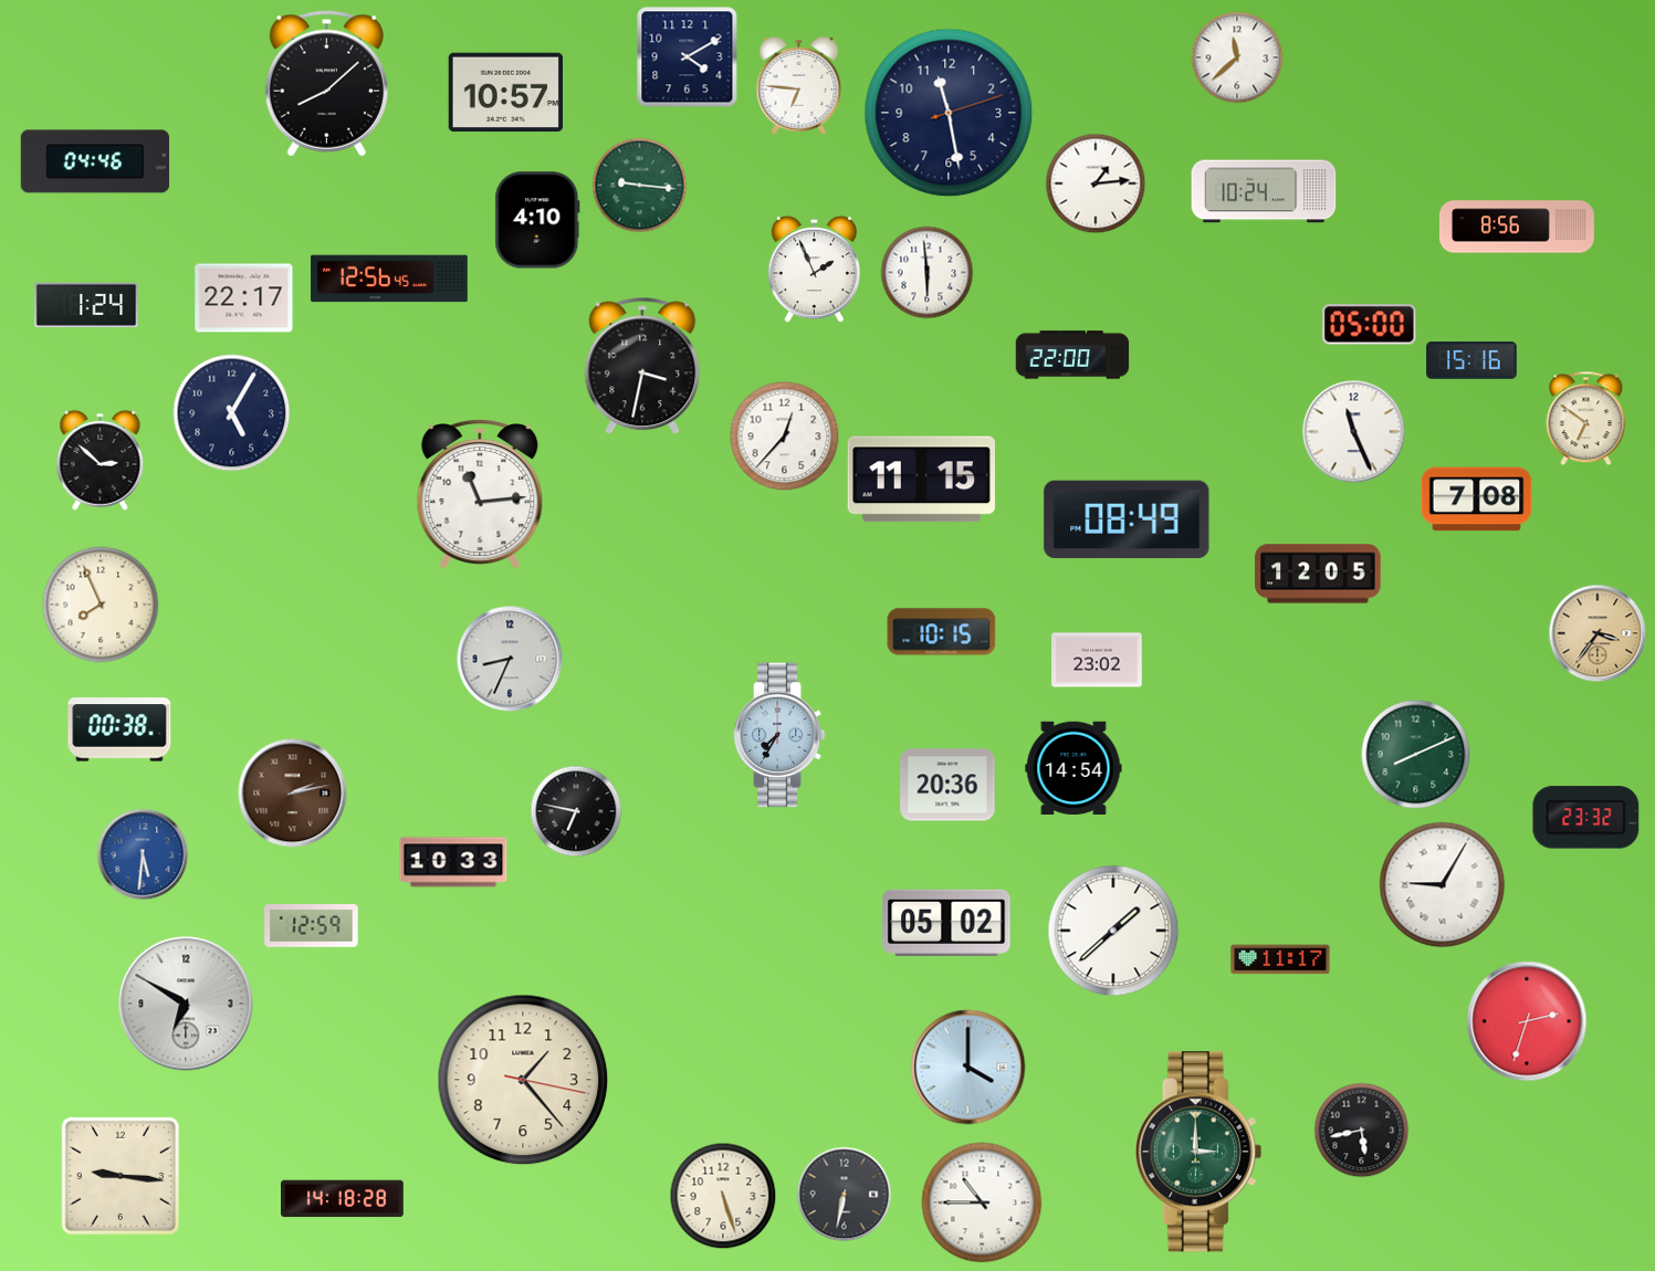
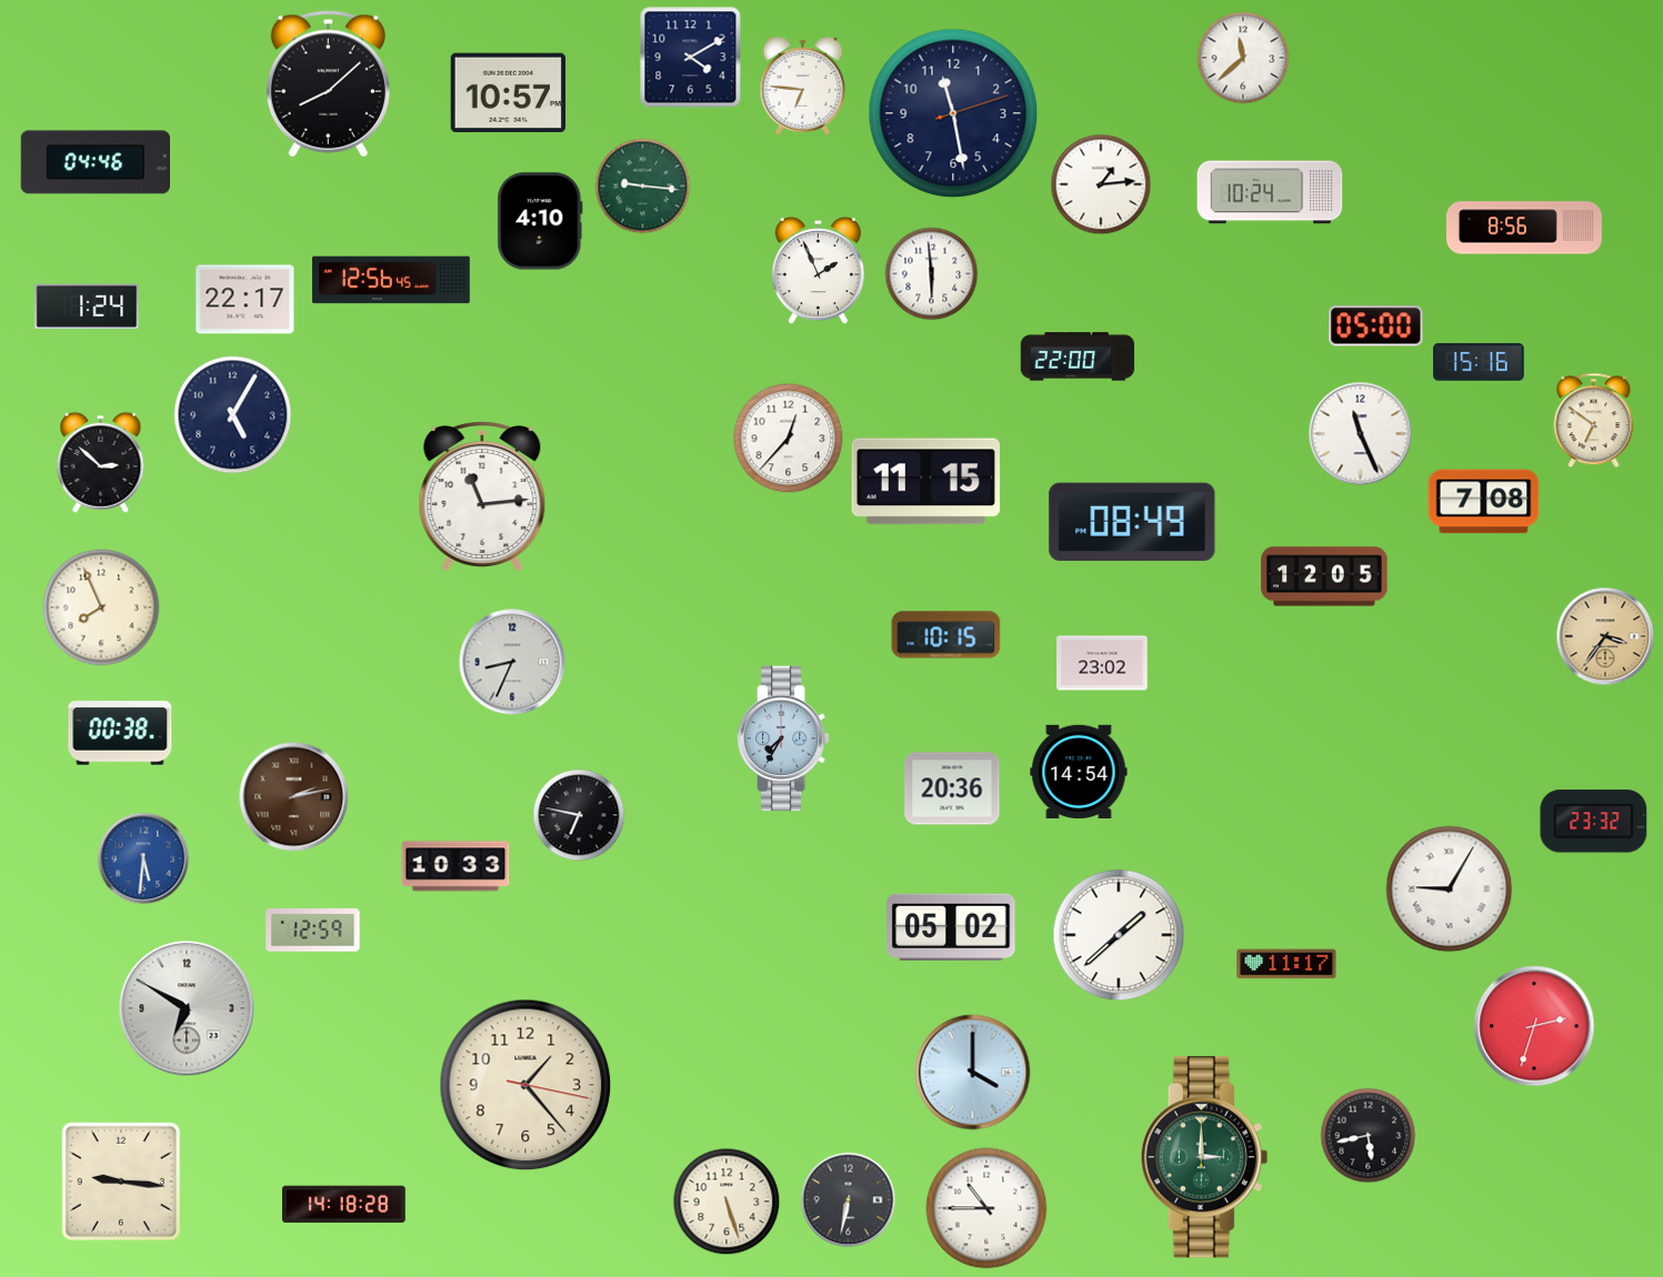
clock at (642, 366): 3:32 -> none
clock at (1416, 755): 8:11 -> none
